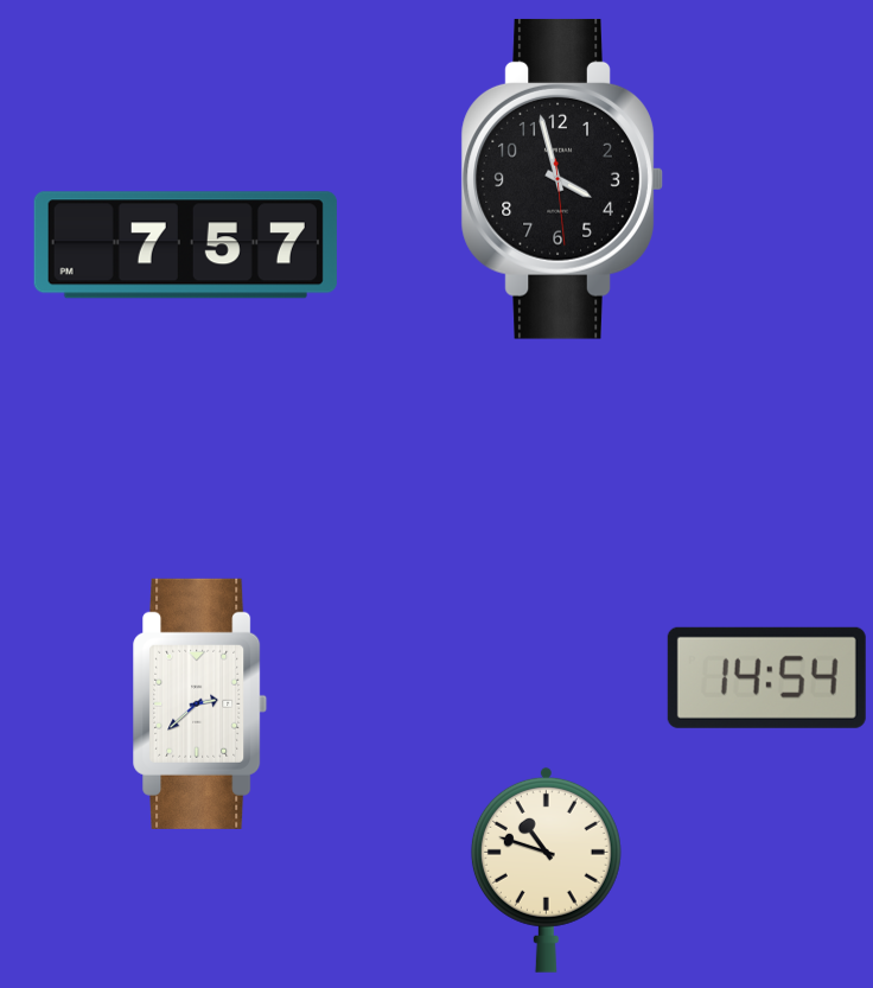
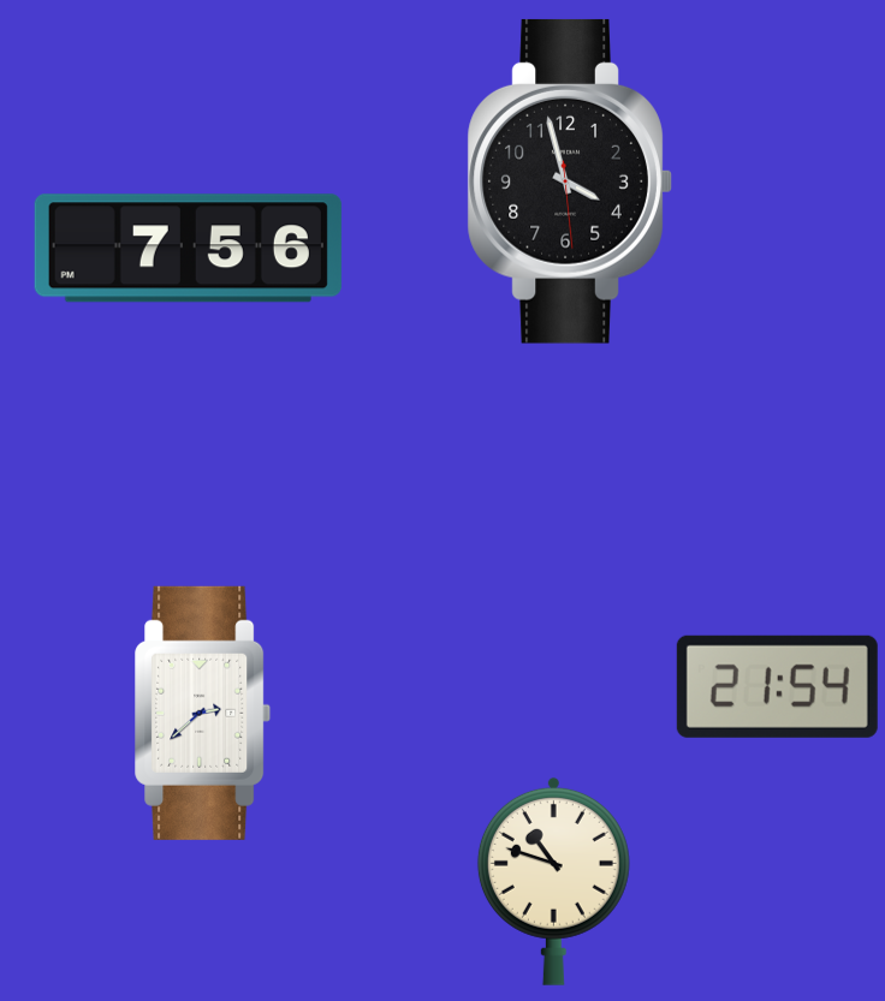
clock at (185, 246): 7:57 -> 7:56
clock at (766, 677): 14:54 -> 21:54
